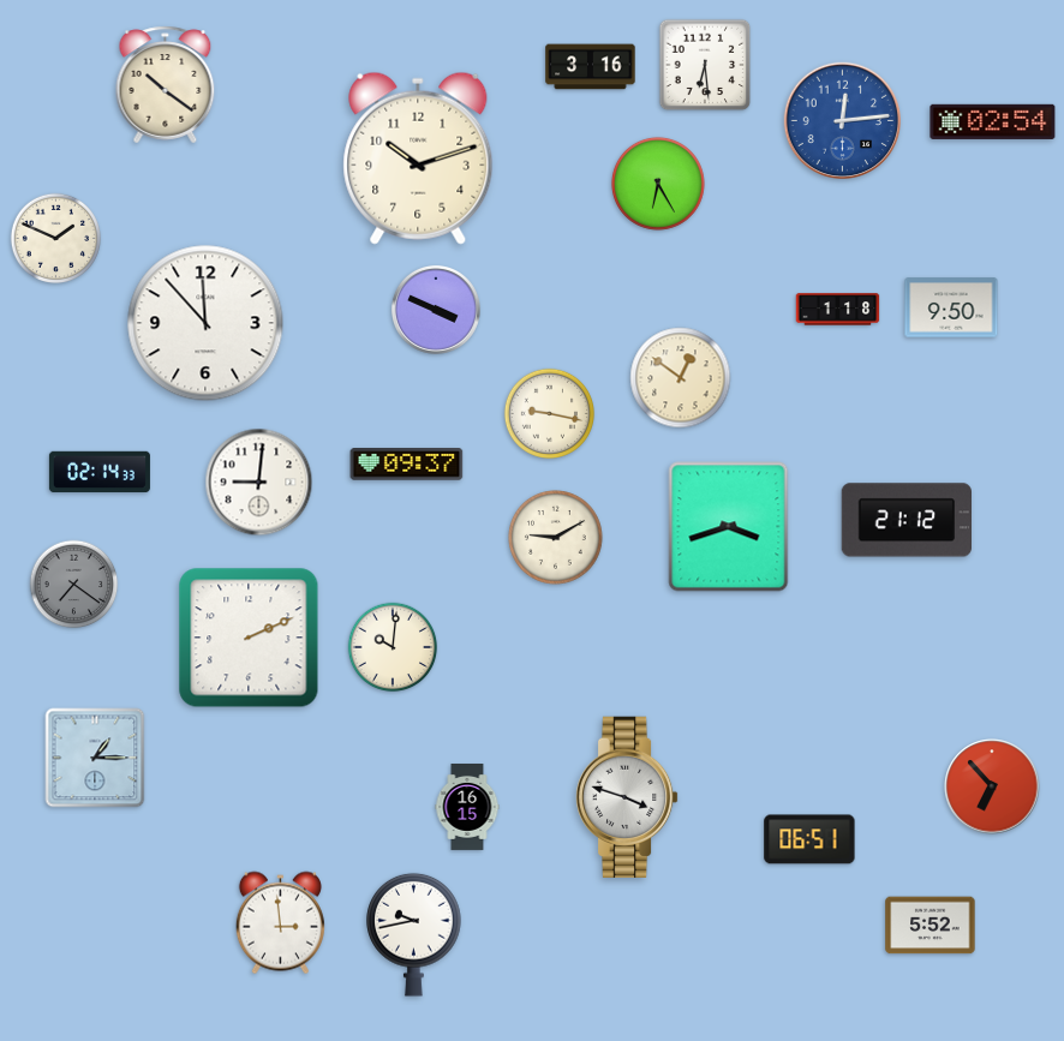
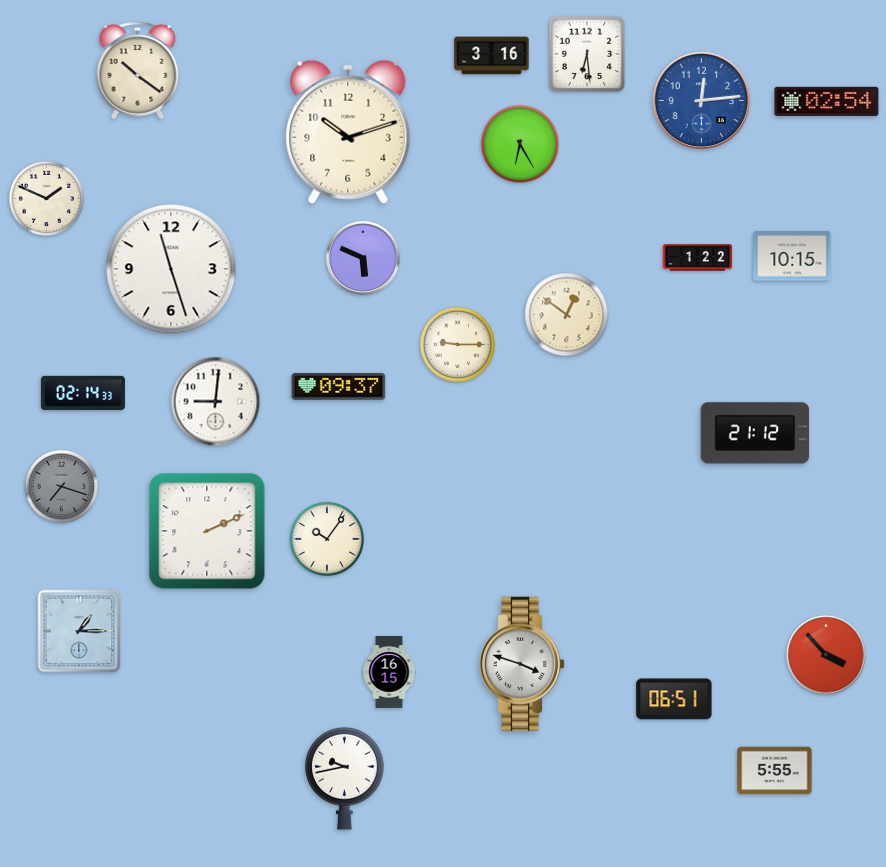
clock at (658, 184) position: (658, 184) -> (520, 144)
clock at (951, 307): 9:50 -> 10:15
clock at (436, 310): 3:49 -> 5:49
clock at (838, 310): 1:18 -> 1:22
clock at (205, 323): 11:53 -> 11:27
clock at (549, 413): 9:17 -> 9:15
clock at (729, 527): 3:42 -> none
clock at (556, 538): 9:10 -> none
clock at (74, 585): 7:21 -> 7:18
clock at (393, 647): 10:01 -> 10:06
clock at (992, 786): 6:53 -> 3:53
clock at (280, 923): 2:59 -> none
clock at (931, 926): 5:52 -> 5:55
